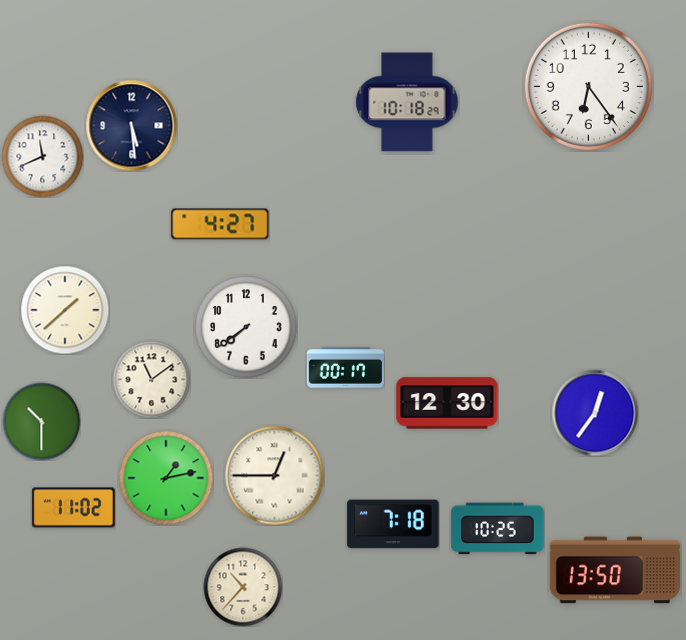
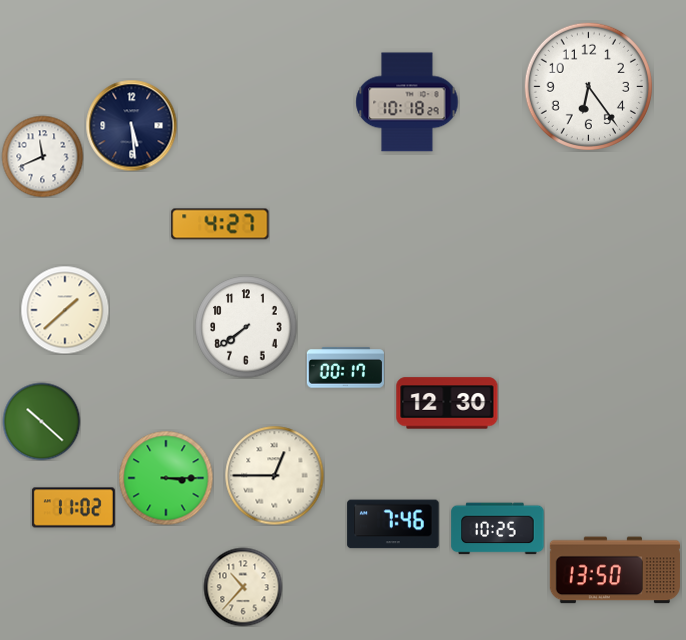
clock at (151, 379): 11:09 -> none
clock at (595, 413): 12:36 -> none
clock at (41, 421): 10:30 -> 10:22
clock at (166, 478): 1:13 -> 3:15
clock at (393, 524): 7:18 -> 7:46
